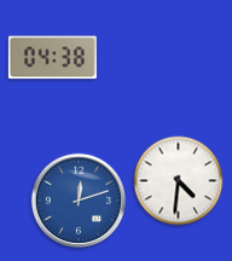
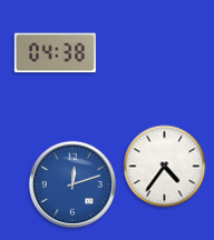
clock at (52, 58) position: (52, 58) -> (55, 53)
clock at (179, 181): 4:31 -> 4:36
